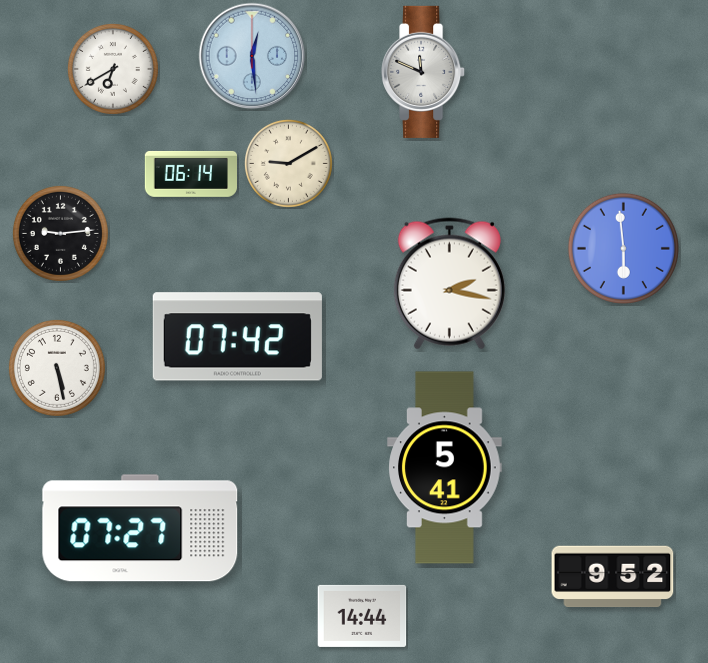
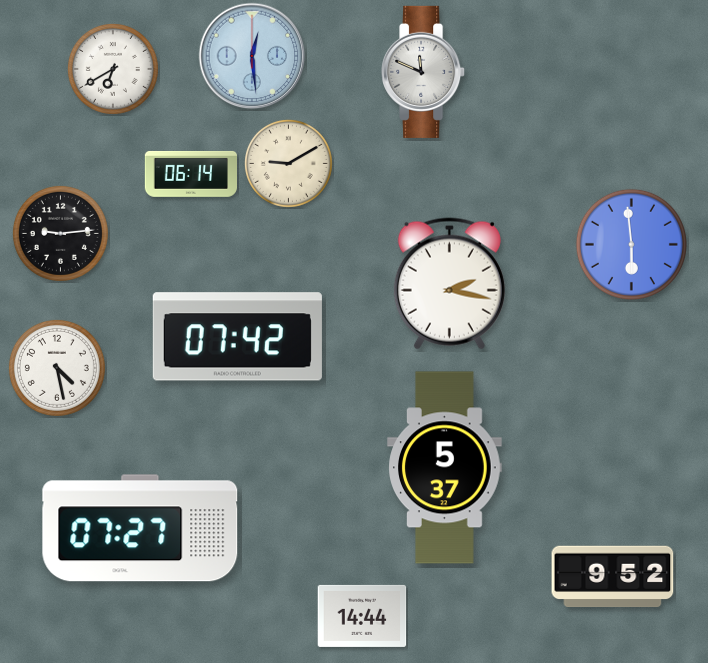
clock at (623, 248) position: (623, 248) -> (631, 244)
clock at (57, 368): 5:28 -> 4:28
clock at (445, 468): 5:41 -> 5:37
